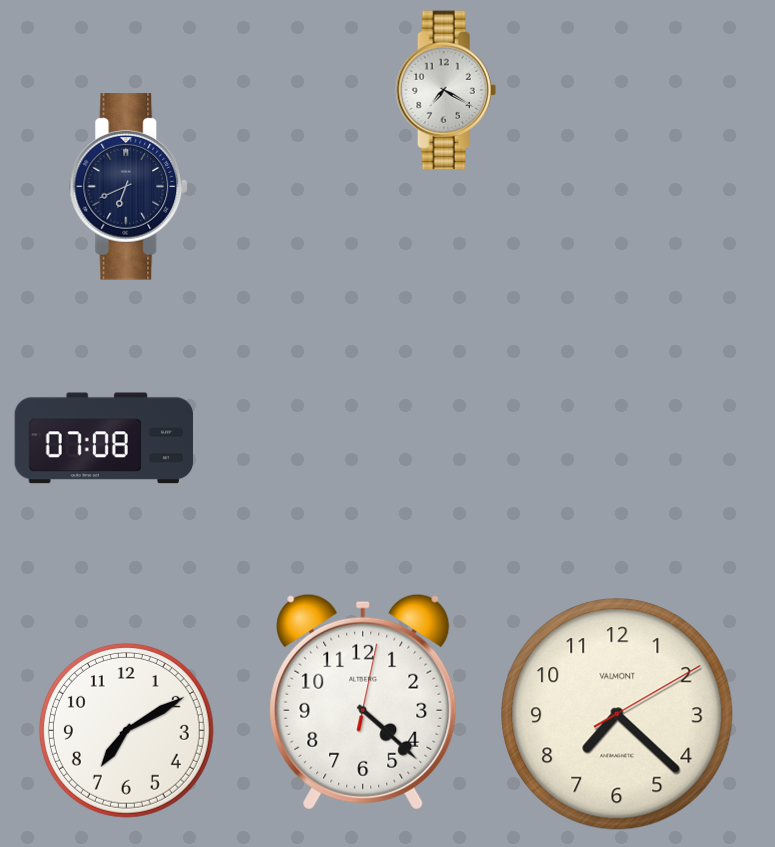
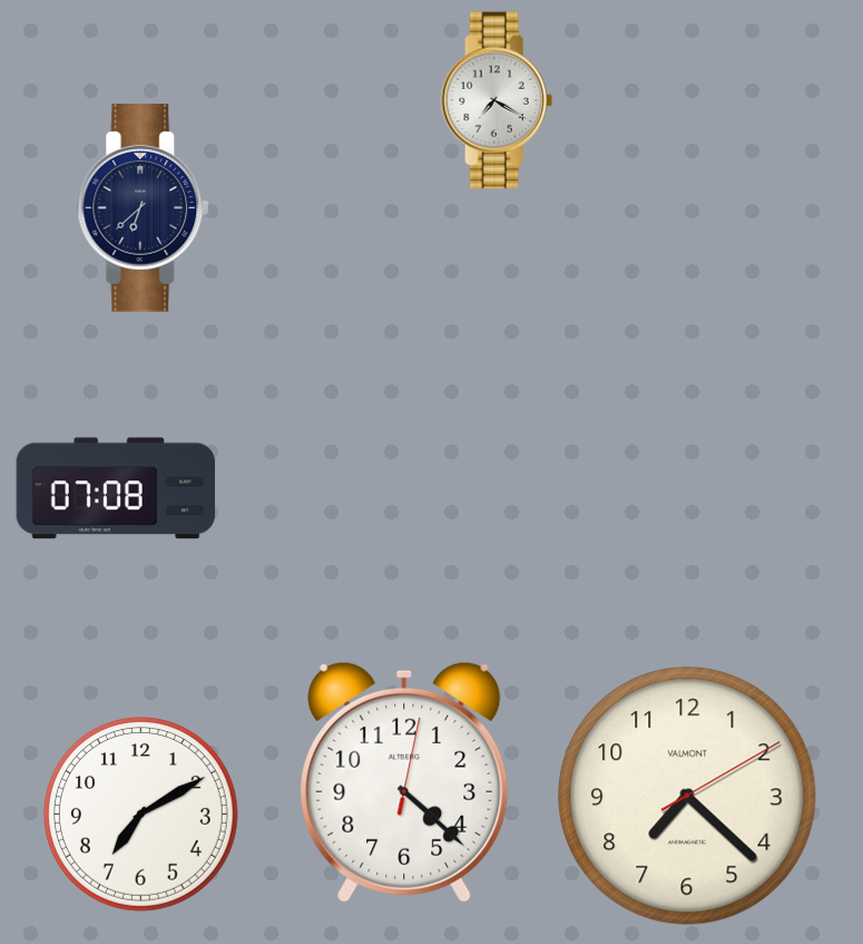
clock at (129, 187): 6:41 -> 6:38
